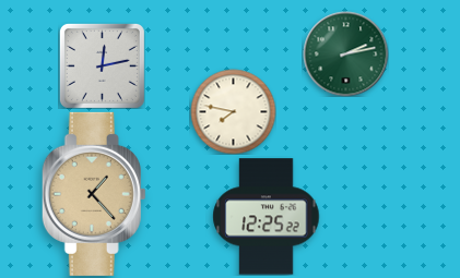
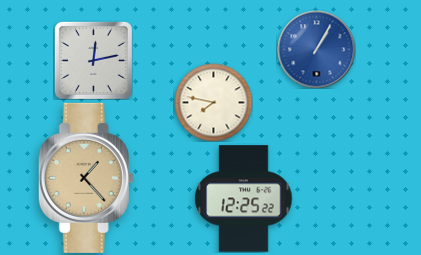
clock at (345, 53): 2:13 -> 1:05
clock at (345, 53) dial: green -> blue
